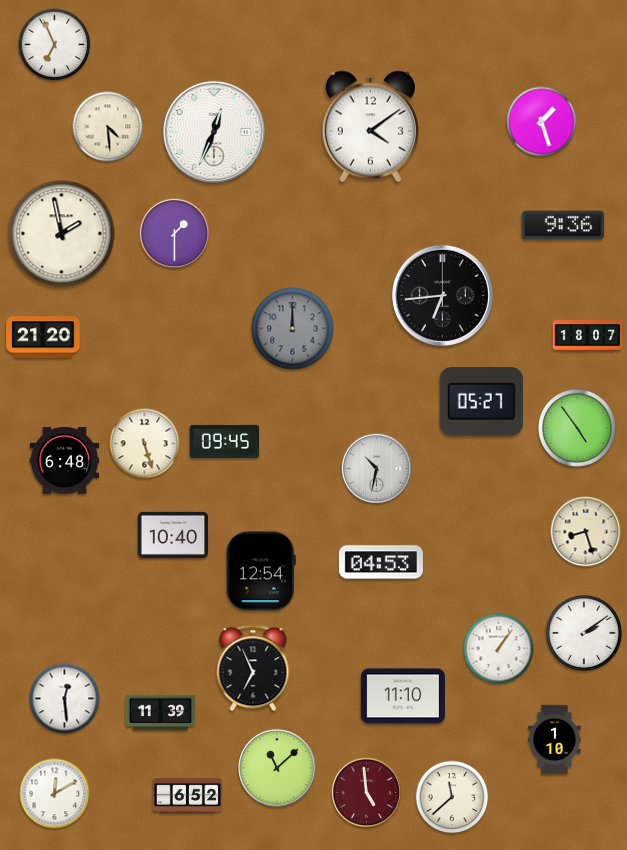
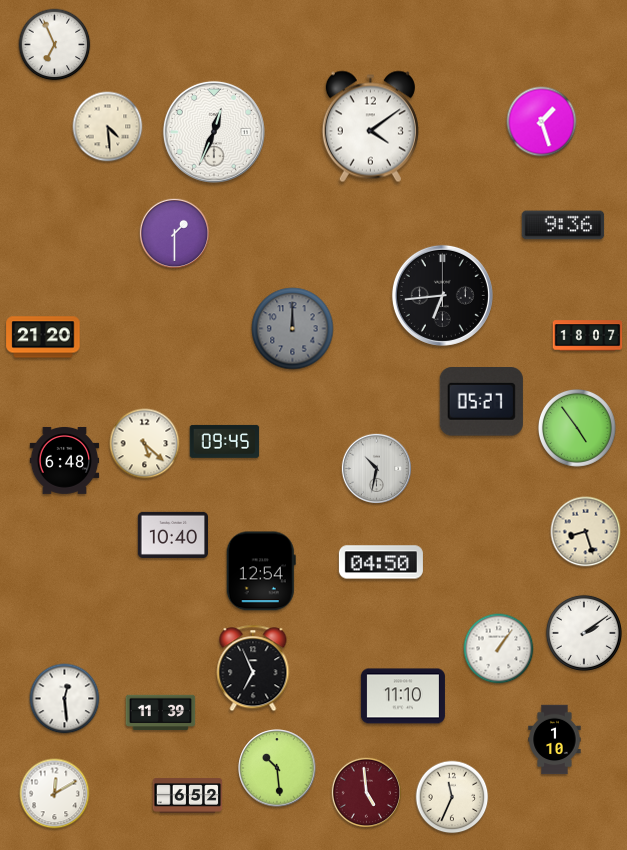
clock at (62, 234): 1:58 -> none
clock at (145, 444): 5:27 -> 5:22
clock at (381, 562): 04:53 -> 04:50
clock at (277, 768): 11:08 -> 10:29
clock at (452, 797): 11:38 -> 11:34
